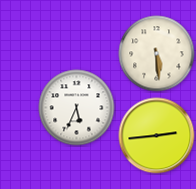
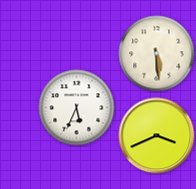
clock at (157, 136): 2:44 -> 3:41
